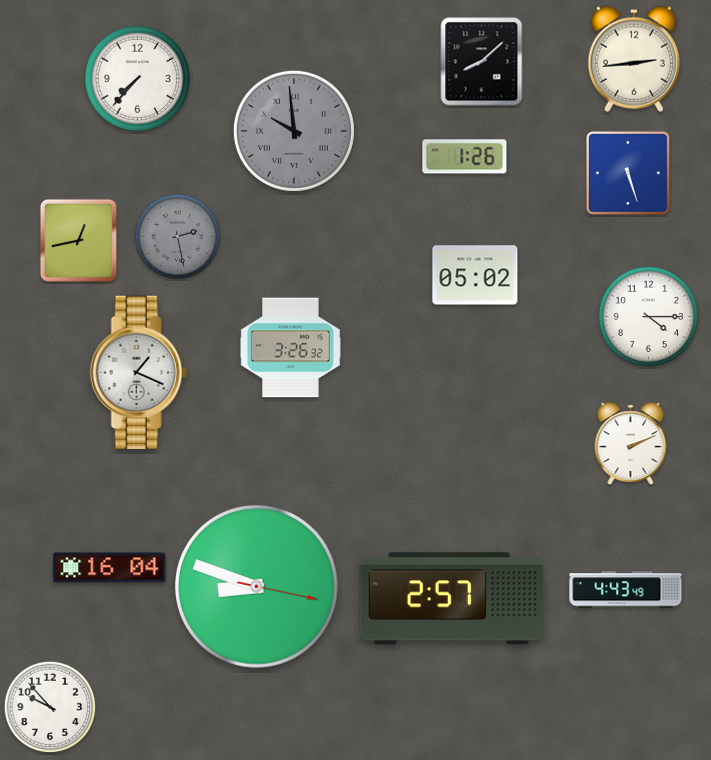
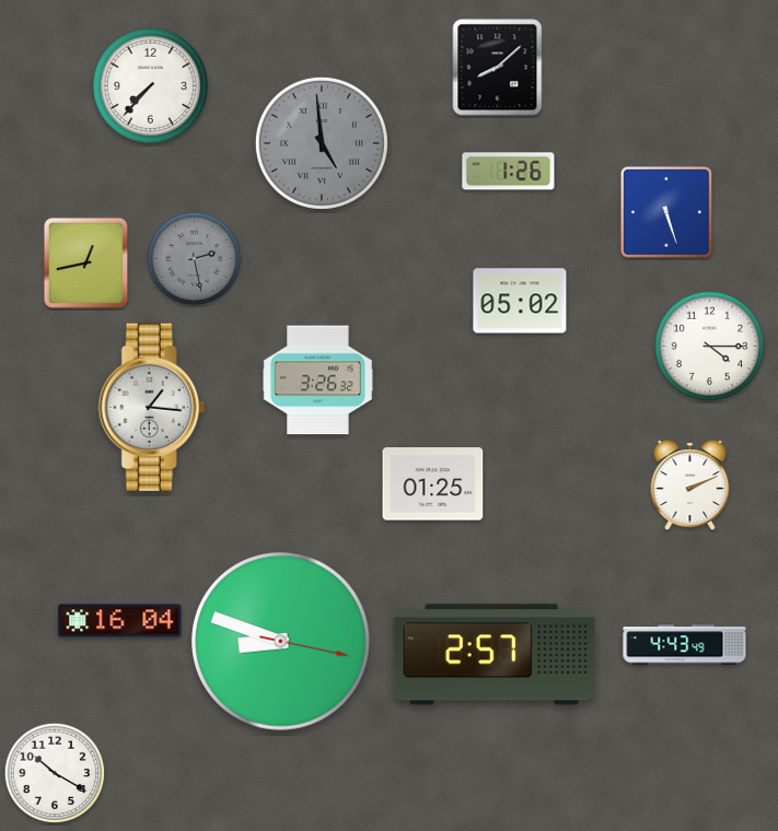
clock at (634, 59): 2:44 -> none
clock at (482, 62) position: (482, 62) -> (498, 68)
clock at (294, 131): 9:59 -> 4:59
clock at (628, 173) position: (628, 173) -> (666, 212)
clock at (138, 372): 1:19 -> 1:16
clock at (433, 484): none -> 01:25
clock at (50, 707): 9:53 -> 10:20
